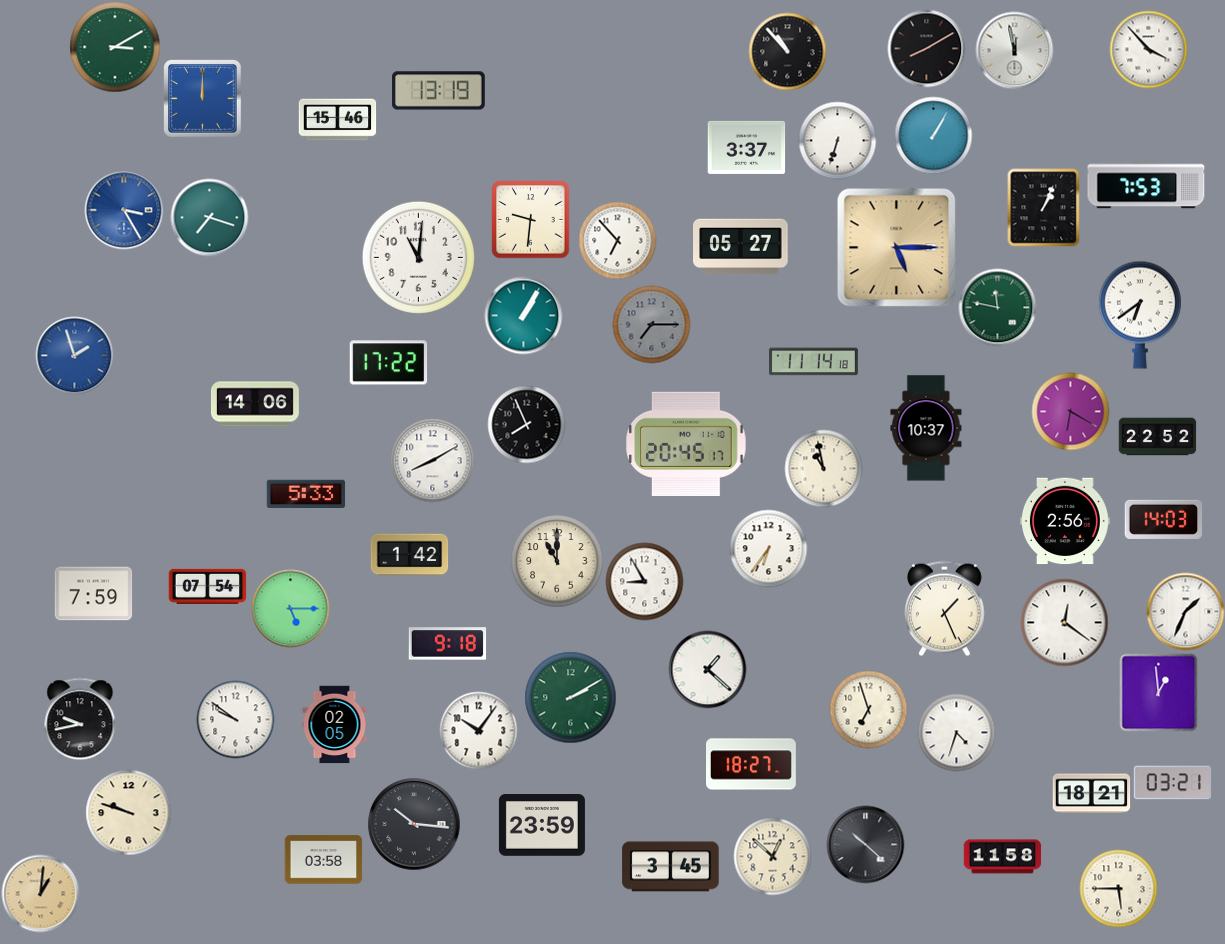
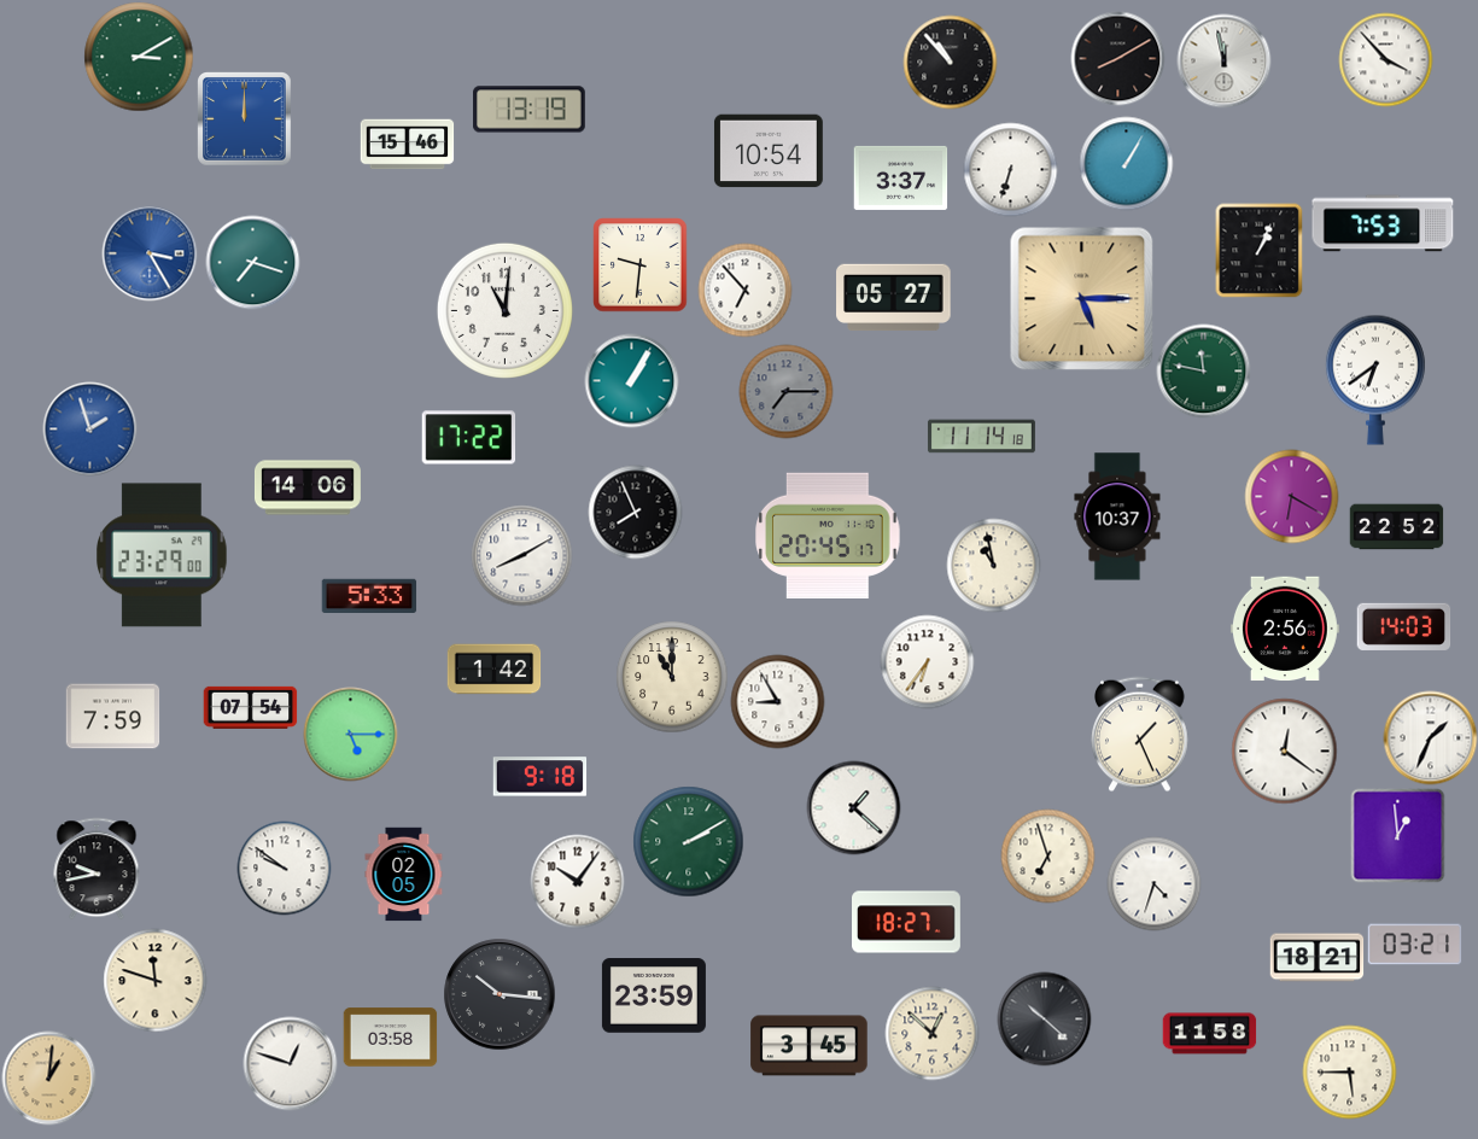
clock at (769, 151): none -> 10:54
clock at (162, 555): none -> 23:29
clock at (128, 812): 9:48 -> 11:48
clock at (290, 1063): none -> 12:48
